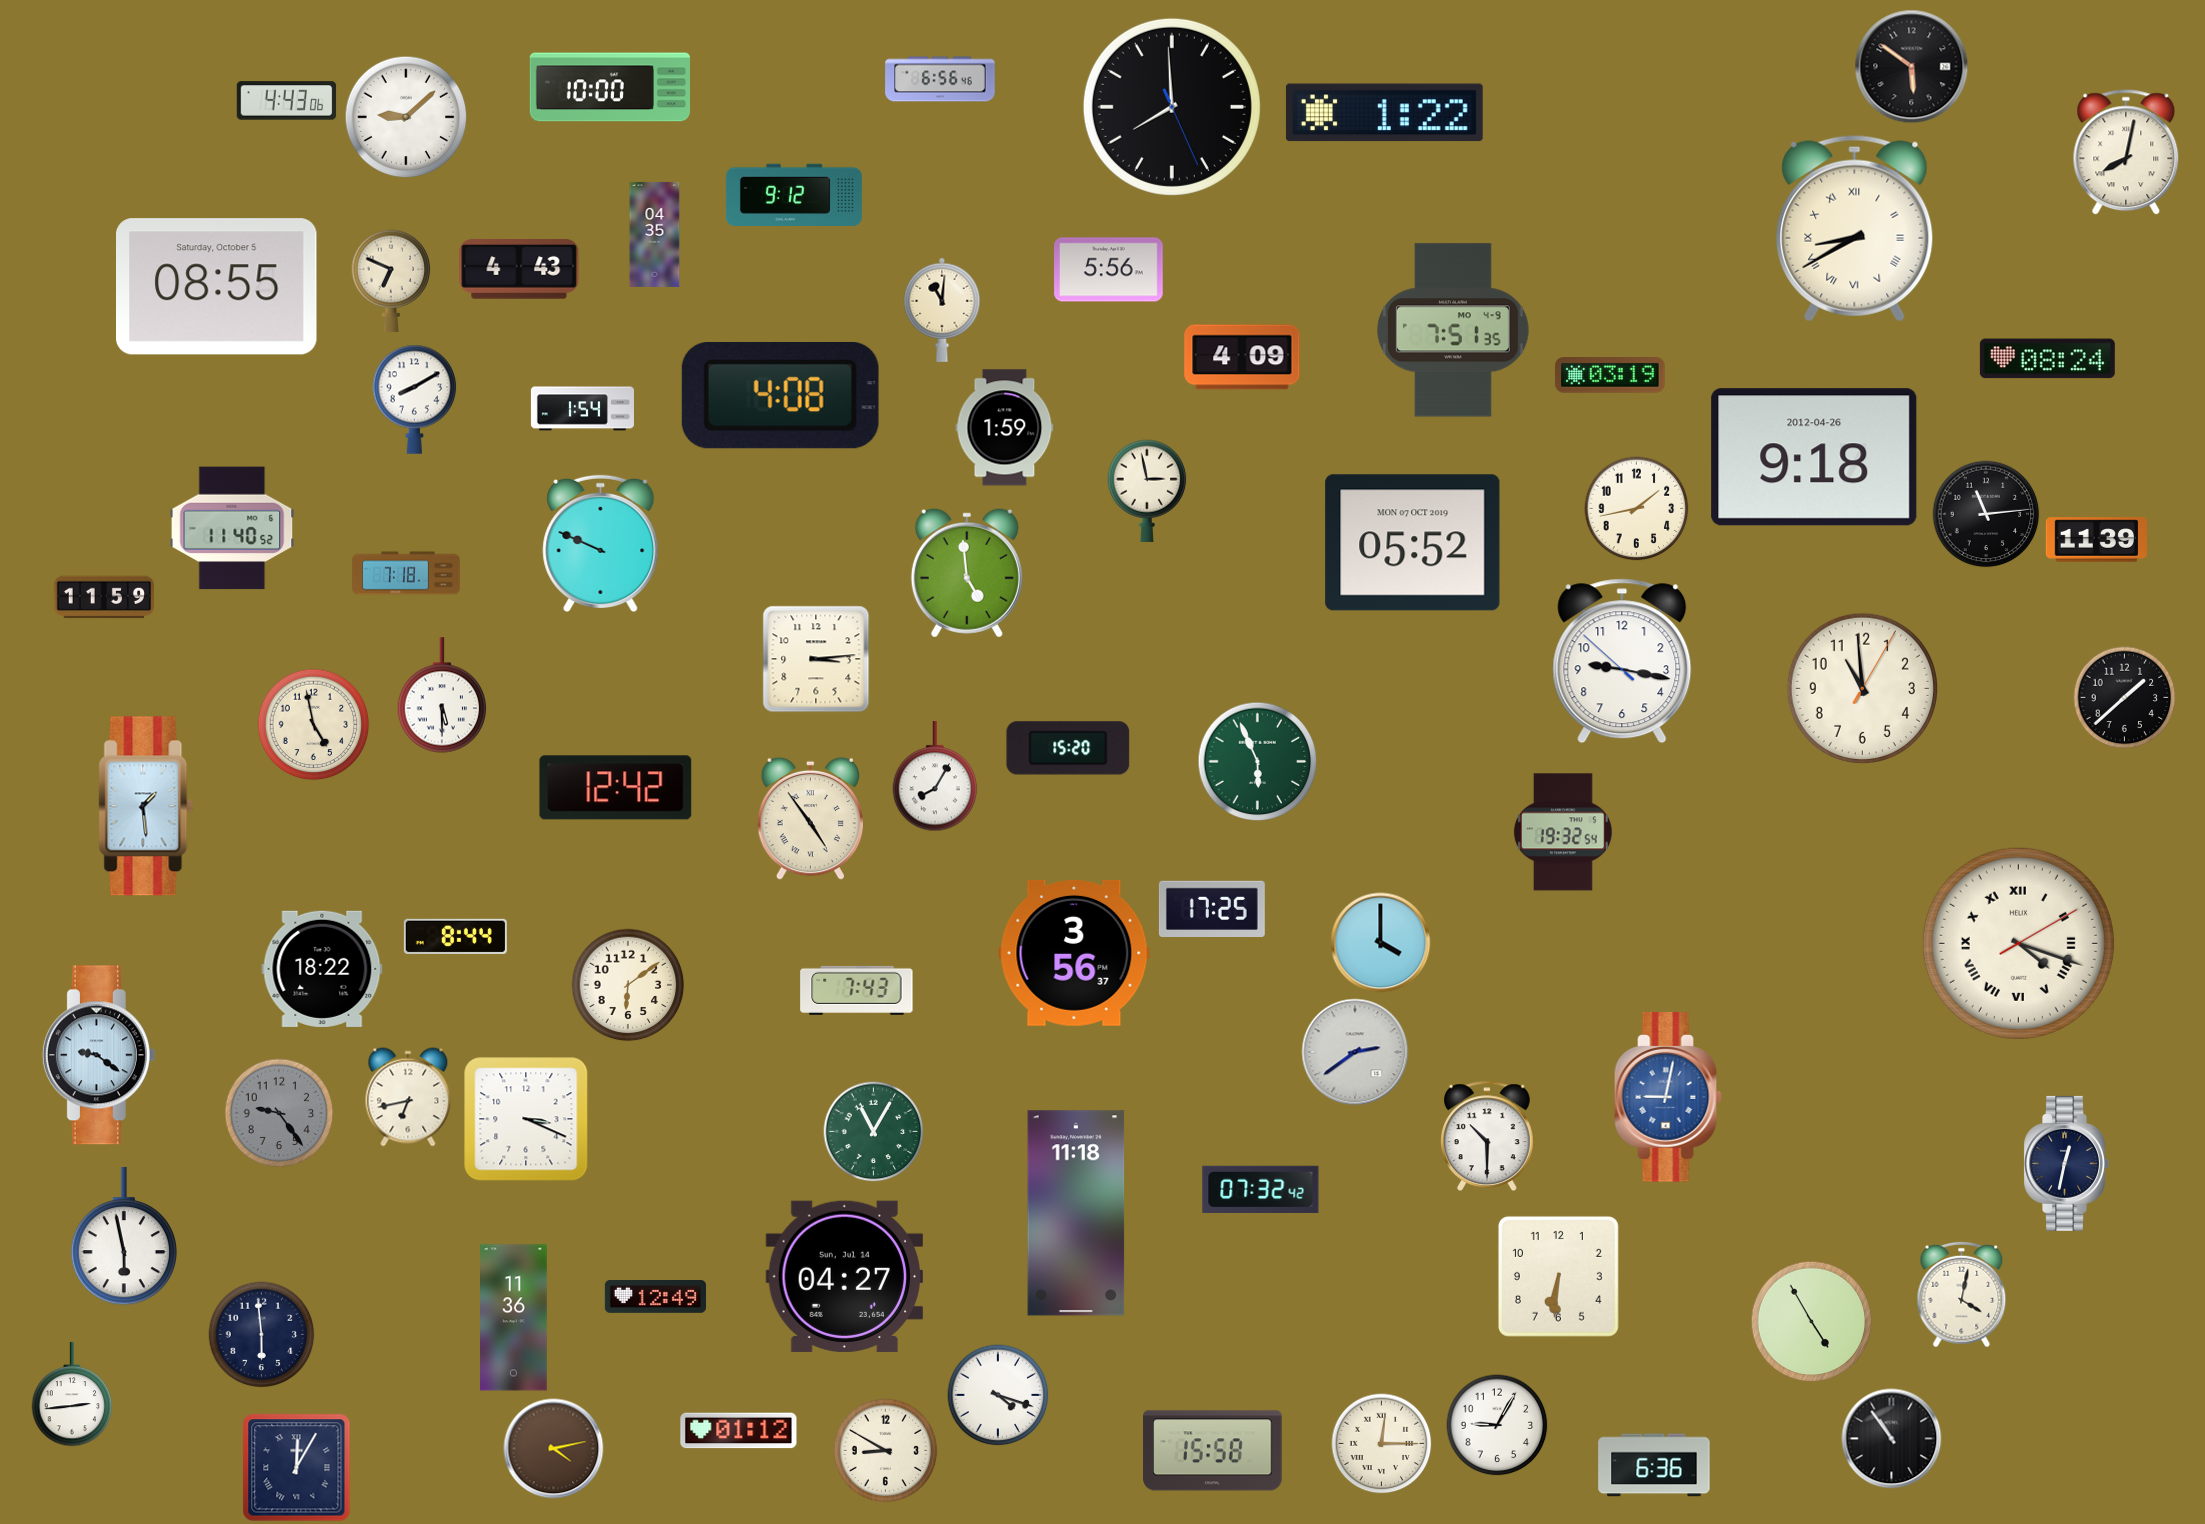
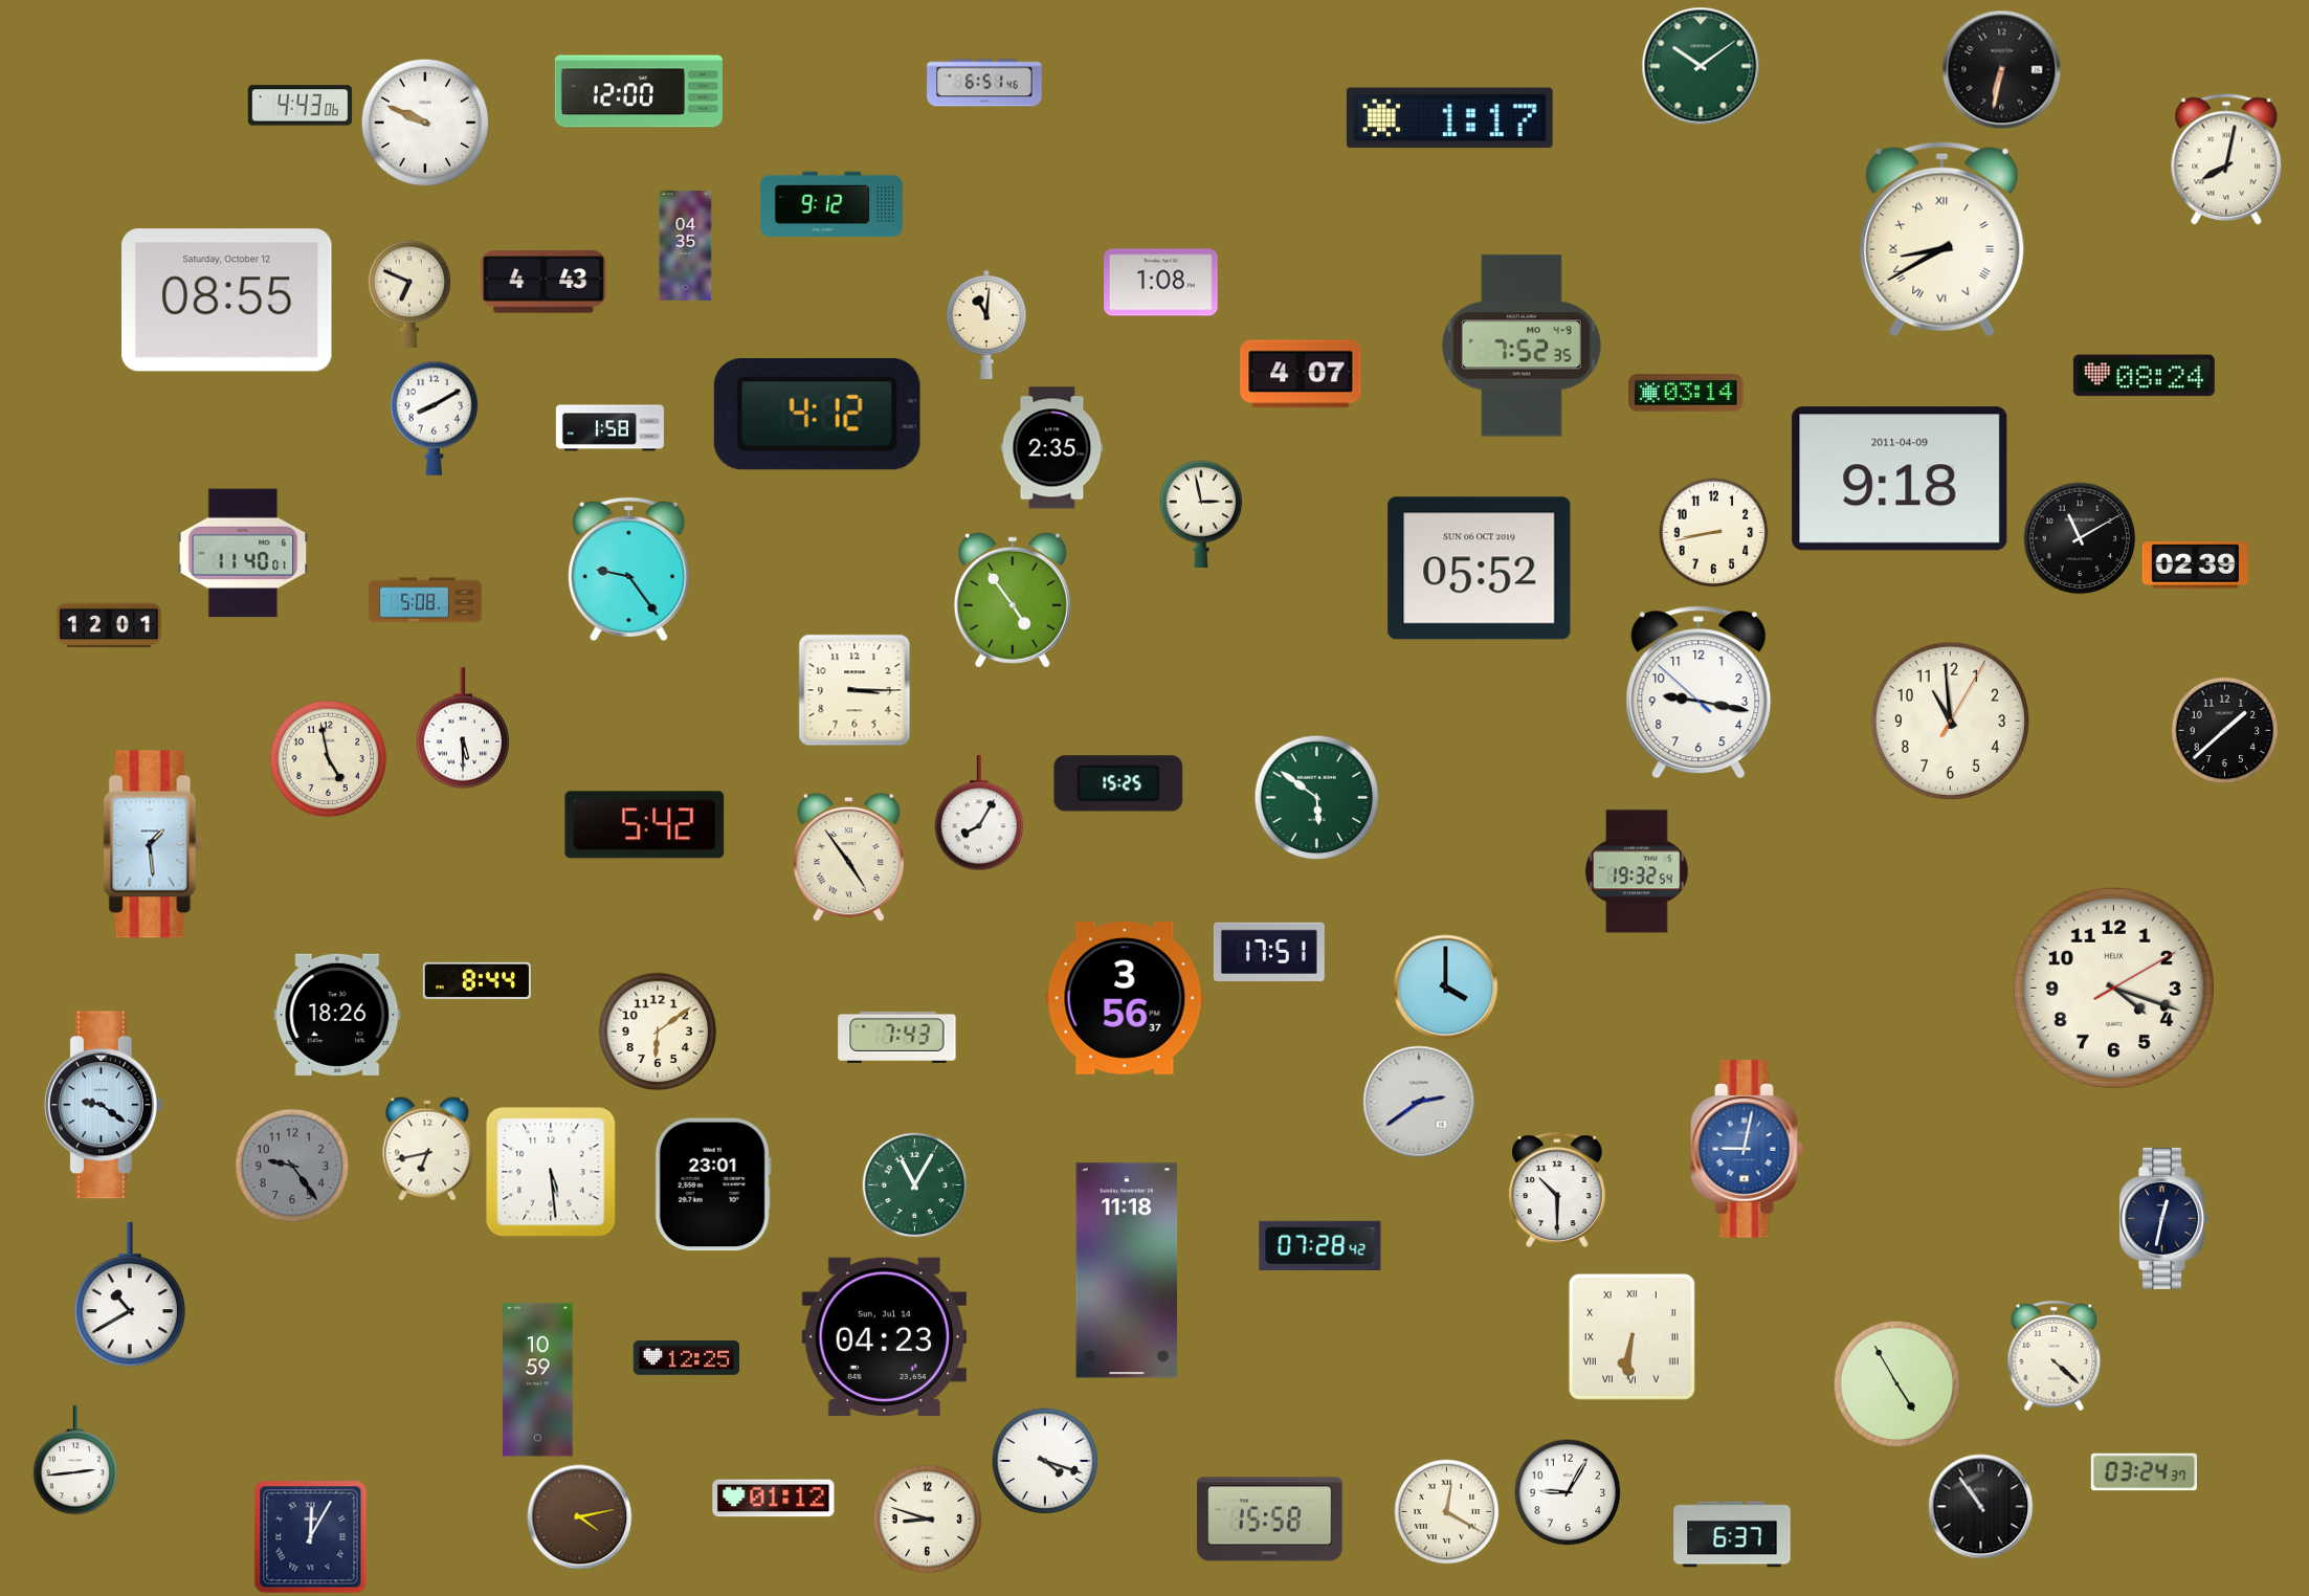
clock at (1701, 66): none -> 10:09
clock at (1912, 67): 5:51 -> 6:32
clock at (940, 79): 6:56 -> 6:51
clock at (609, 87): 10:00 -> 12:00
clock at (1172, 107): 7:59 -> none
clock at (1384, 113): 1:22 -> 1:17
clock at (406, 117): 9:08 -> 9:49
clock at (1109, 270): 5:56 -> 1:08
clock at (217, 287) date: Saturday, October 5 -> Saturday, October 12
clock at (1453, 330): 7:51 -> 7:52
clock at (1242, 357): 4:09 -> 4:07
clock at (1610, 375): 03:19 -> 03:14
clock at (780, 395): 4:08 -> 4:12
clock at (582, 409): 1:54 -> 1:58
clock at (1005, 428): 1:59 -> 2:35
clock at (1814, 457) date: 2012-04-26 -> 2011-04-09
clock at (1637, 509): 1:43 -> 8:43
clock at (1986, 514): 11:14 -> 11:10
clock at (232, 528): 11:40:52 -> 11:40:01
clock at (2096, 540): 11:39 -> 02:39
clock at (1413, 543) date: MON 07 OCT 2019 -> SUN 06 OCT 2019
clock at (601, 544): 9:49 -> 9:24
clock at (406, 573): 7:18 -> 5:08
clock at (967, 573): 4:59 -> 4:54
clock at (104, 597): 11:59 -> 12:01
clock at (816, 659): 3:14 -> 3:15
clock at (1068, 748): 15:20 -> 15:25
clock at (1258, 762): 5:56 -> 5:51
clock at (616, 788): 12:42 -> 5:42
clock at (1212, 908): 17:25 -> 17:51
clock at (2018, 943) numerals: Roman -> Arabic
clock at (322, 969): 18:22 -> 18:26
clock at (526, 1119): 3:19 -> 5:29
clock at (713, 1184): none -> 23:01
clock at (1261, 1189): 07:32 -> 07:28
clock at (124, 1237): 5:58 -> 10:40
clock at (844, 1276): 04:27 -> 04:23
clock at (1558, 1276) numerals: Arabic -> Roman
clock at (1962, 1295): 4:02 -> 4:22
clock at (655, 1297): 12:49 -> 12:25
clock at (514, 1318): 11:36 -> 10:59
clock at (262, 1335): 5:59 -> none
clock at (2144, 1472): none -> 03:24
clock at (1382, 1444): 12:15 -> 12:20
clock at (886, 1451): 8:50 -> 8:48
clock at (1654, 1465): 6:36 -> 6:37
